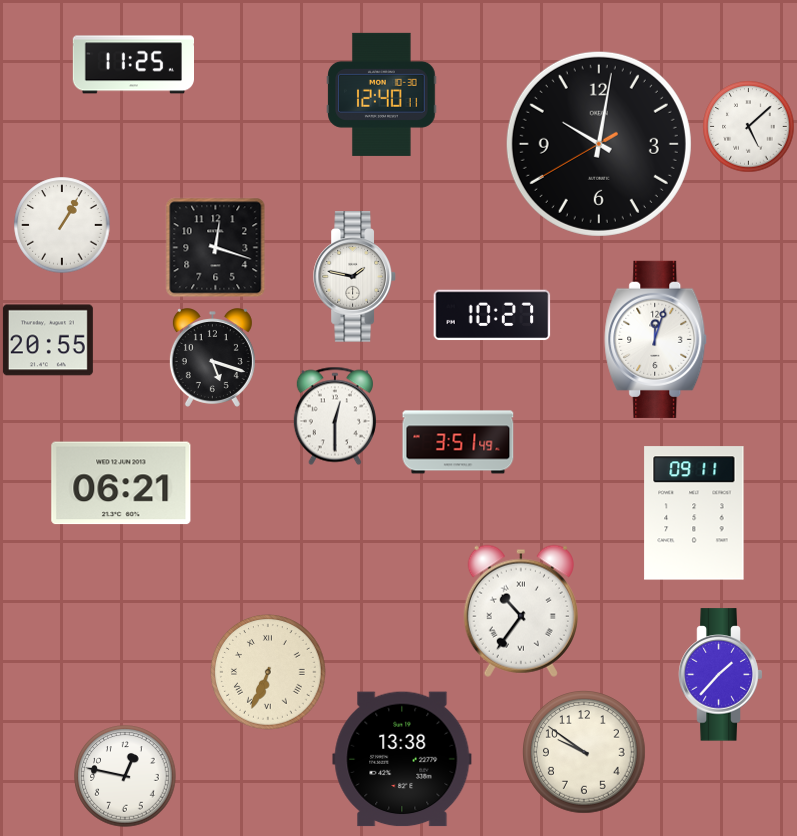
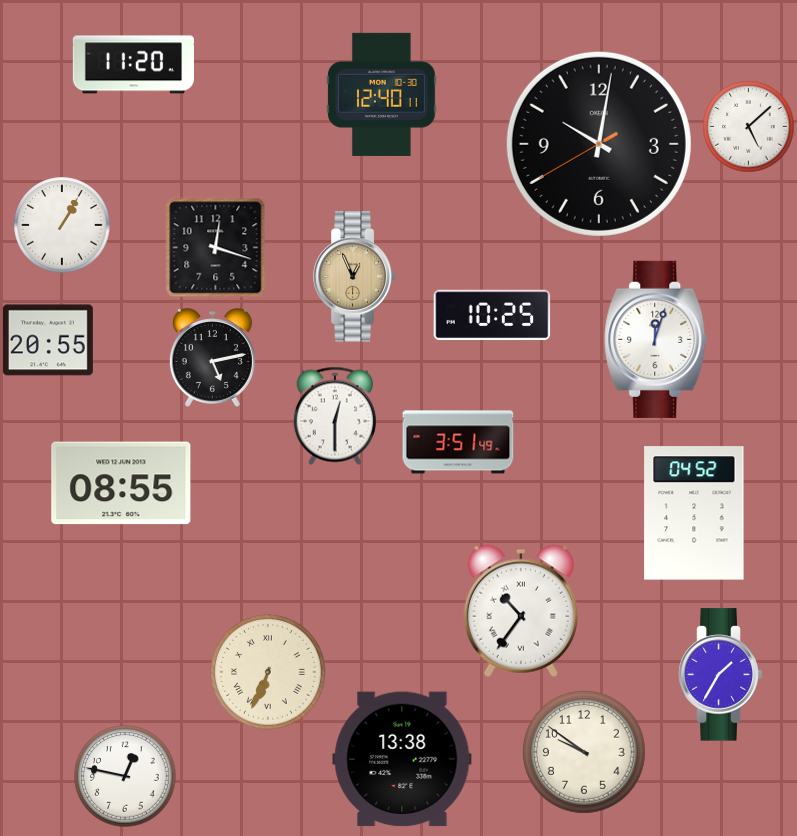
clock at (133, 65): 11:25 -> 11:20
clock at (355, 277): 1:47 -> 12:56
clock at (355, 277) dial: white -> champagne
clock at (492, 315): 10:27 -> 10:25
clock at (212, 358): 5:18 -> 5:13
clock at (121, 483): 06:21 -> 08:55
clock at (694, 513): 09:11 -> 04:52
clock at (721, 675): 1:37 -> 1:35
